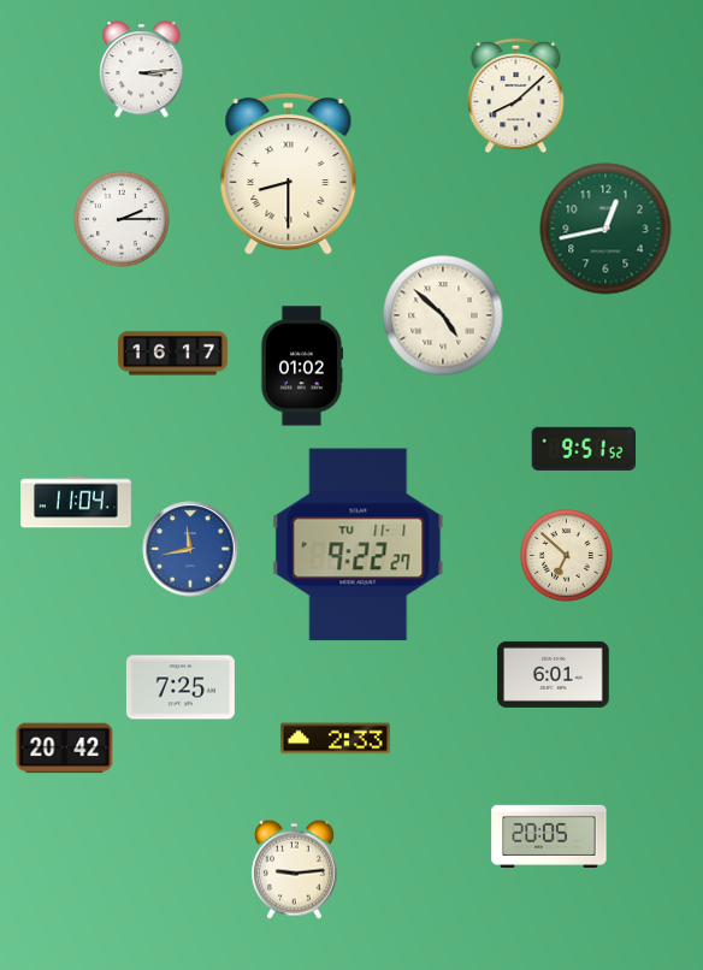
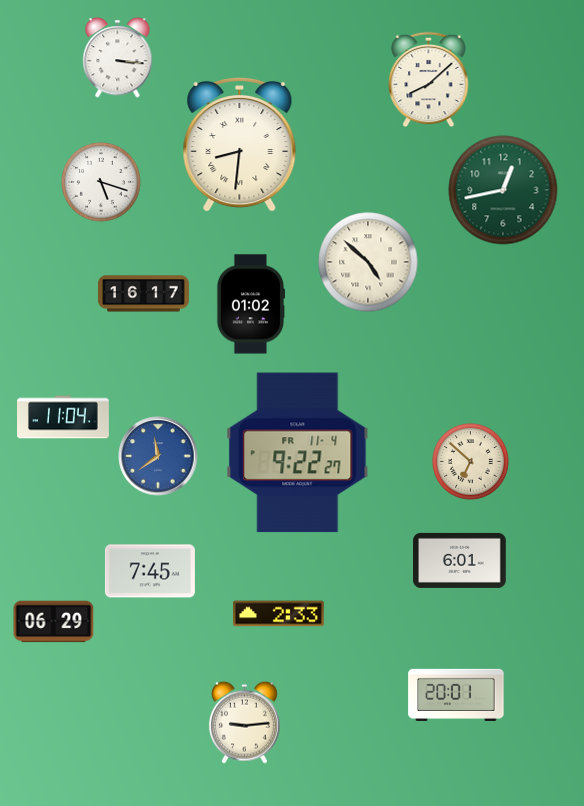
clock at (142, 70): 3:14 -> 3:16
clock at (289, 175): 8:30 -> 8:31
clock at (122, 219): 2:15 -> 5:18
clock at (583, 449): 9:51 -> none
clock at (359, 545) date: TU 11-1 -> FR 11-4
clock at (190, 549): 11:43 -> 11:39
clock at (181, 687): 7:25 -> 7:45
clock at (65, 749): 20:42 -> 06:29
clock at (549, 836): 20:05 -> 20:01
